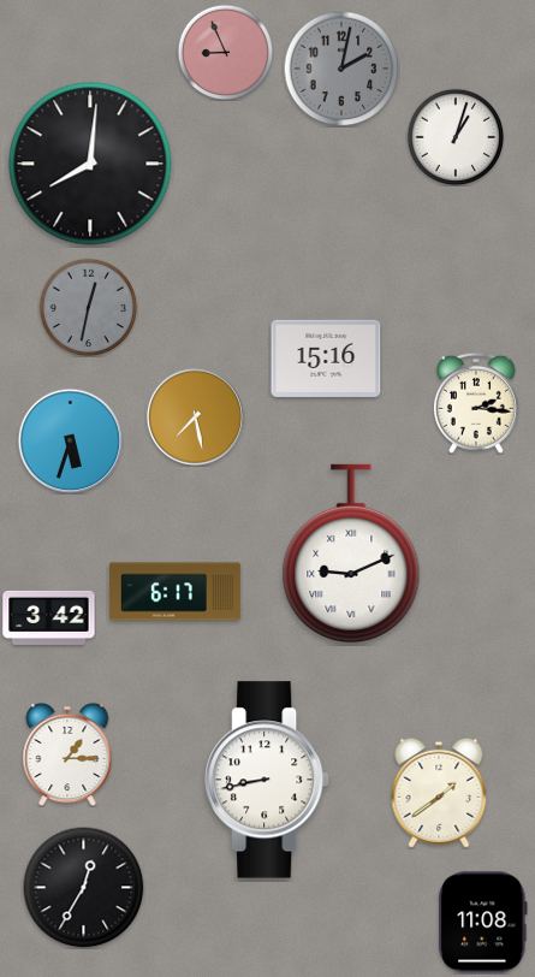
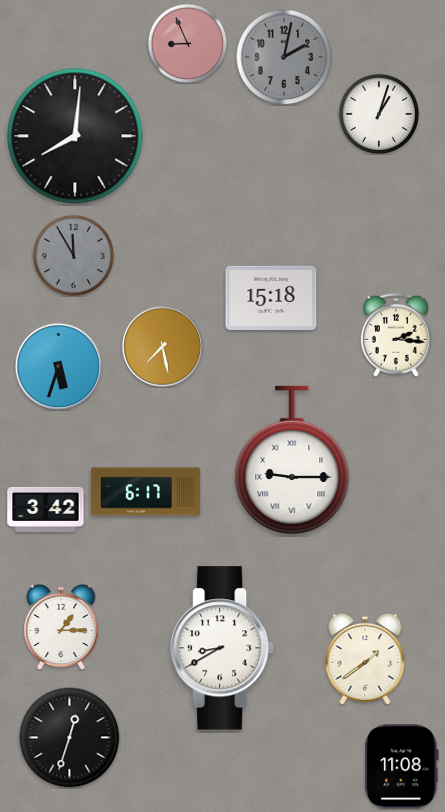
clock at (88, 307): 12:32 -> 11:55
clock at (326, 359): 15:16 -> 15:18
clock at (351, 553): 9:11 -> 9:15
clock at (49, 617) position: (49, 617) -> (46, 509)
clock at (67, 754) position: (67, 754) -> (61, 627)
clock at (268, 780): 8:43 -> 8:40
clock at (84, 888): 12:35 -> 12:33
